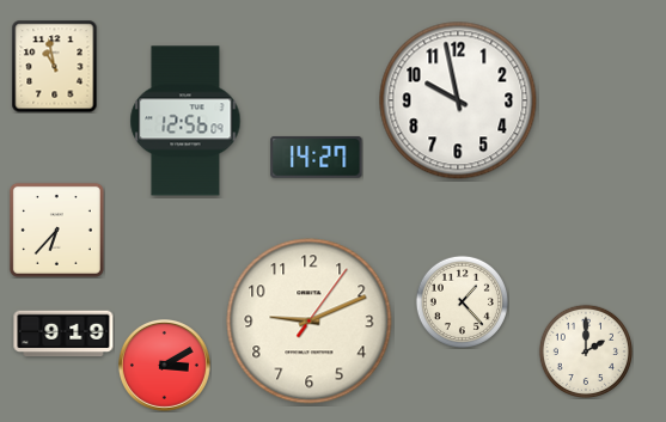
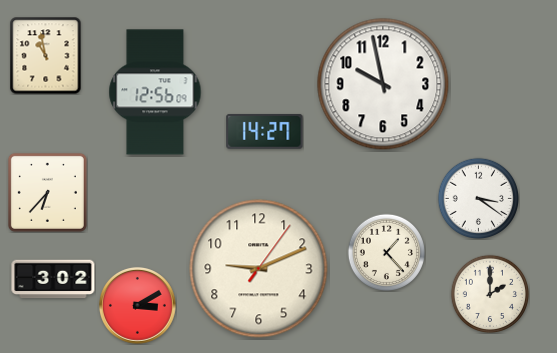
clock at (185, 121) position: (185, 121) -> (155, 92)
clock at (478, 198): none -> 3:21
clock at (63, 334): 9:19 -> 3:02
